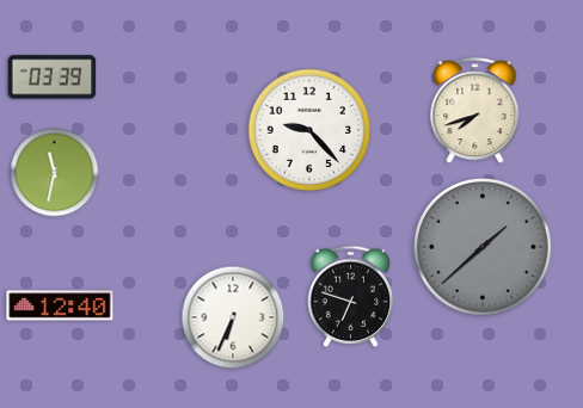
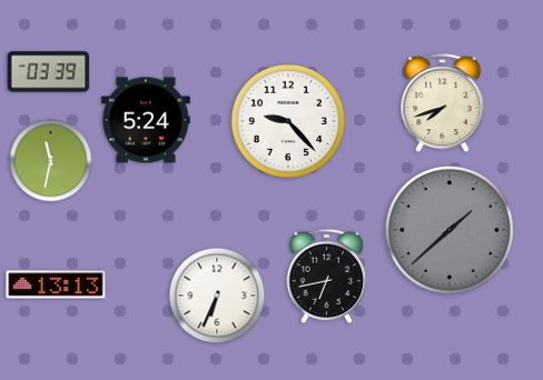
clock at (147, 120): none -> 5:24
clock at (351, 296): 6:48 -> 6:43
clock at (60, 305): 12:40 -> 13:13
